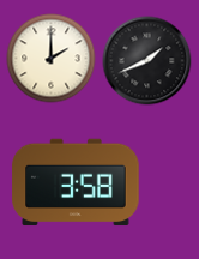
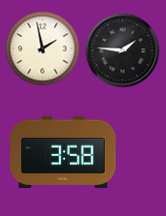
clock at (52, 59): 2:00 -> 1:58
clock at (147, 61): 1:41 -> 1:46
